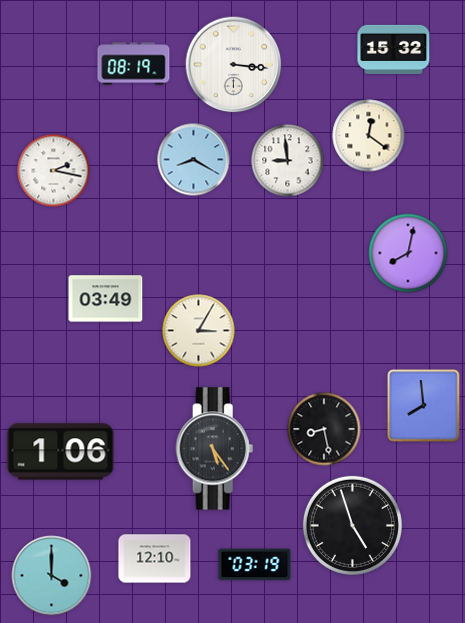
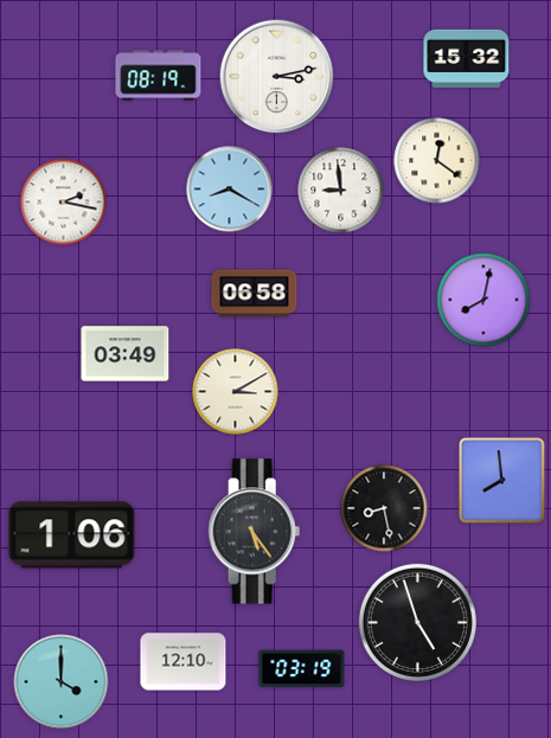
clock at (234, 65): 3:16 -> 3:13
clock at (255, 294): none -> 06:58
clock at (199, 331): 3:05 -> 3:10
